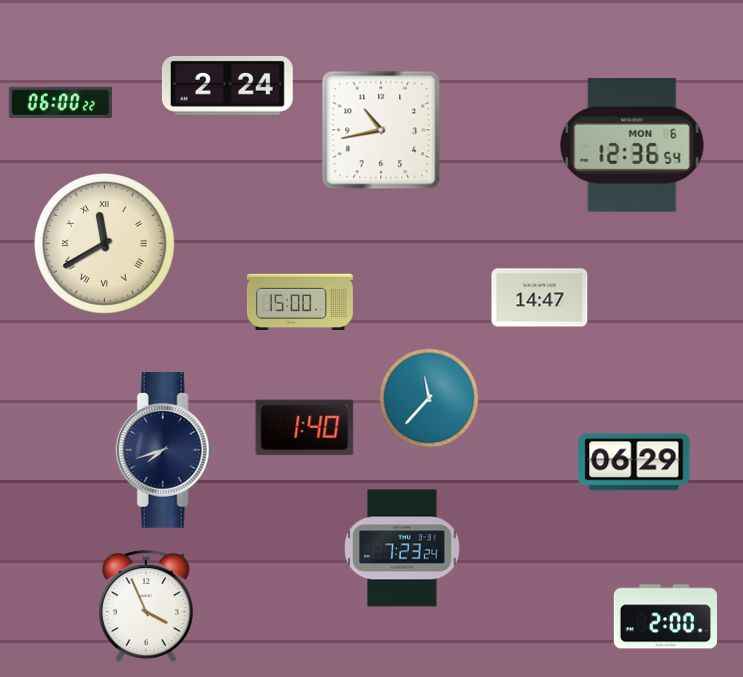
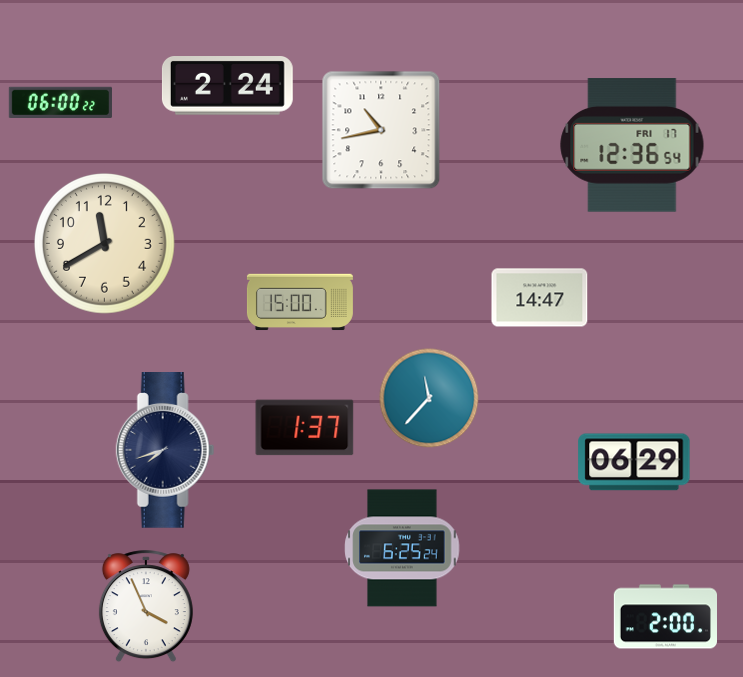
clock at (632, 145) date: MON 6 -> FRI 17
clock at (105, 244) numerals: Roman -> Arabic
clock at (305, 428): 1:40 -> 1:37
clock at (402, 548): 7:23 -> 6:25
